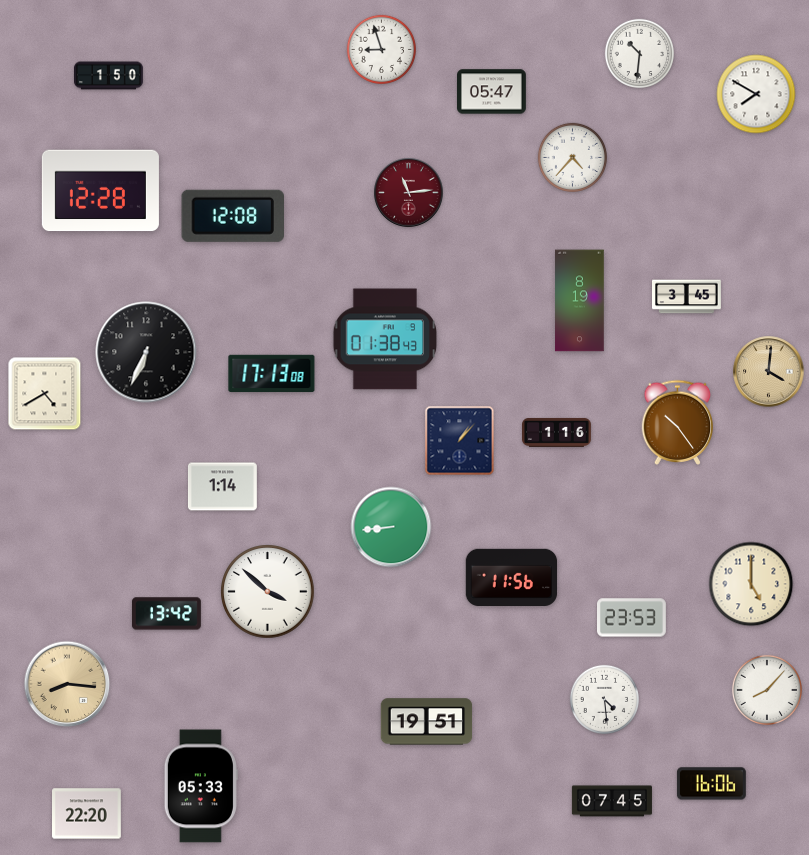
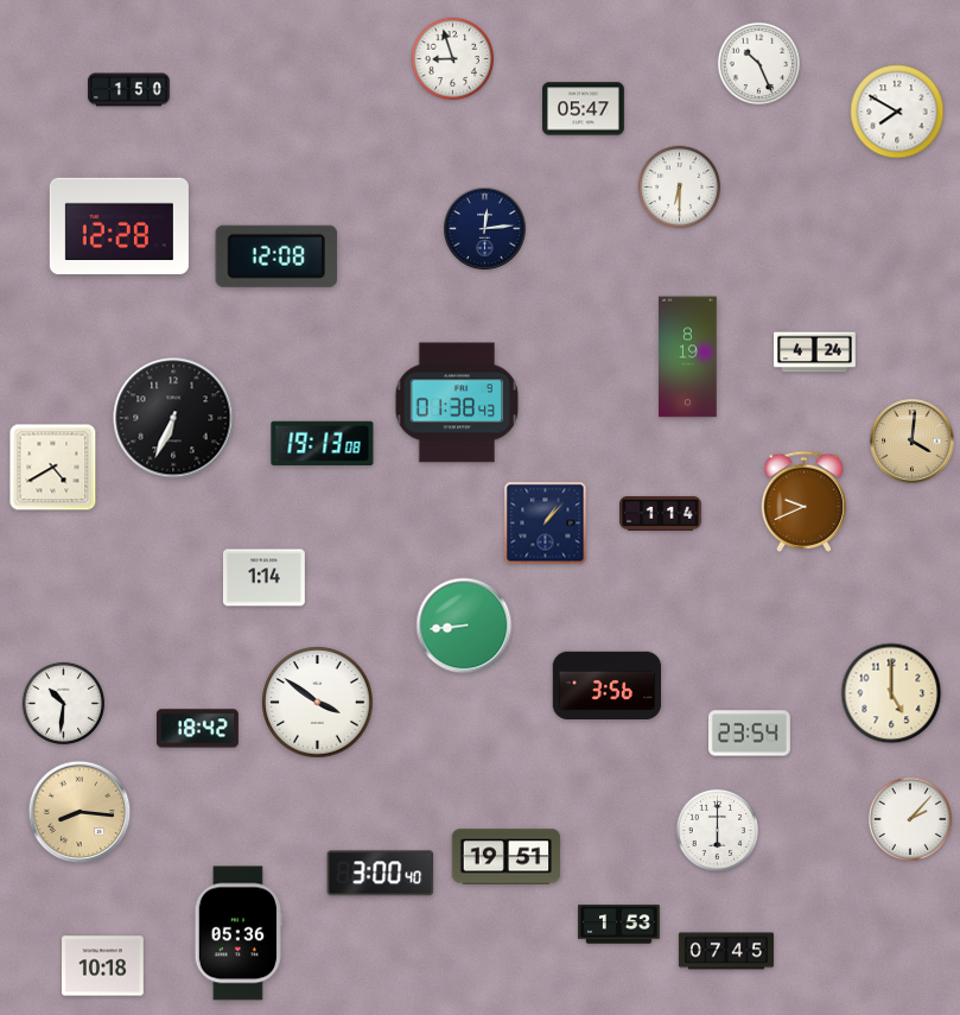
clock at (639, 53): 10:31 -> 10:26
clock at (572, 157): 4:37 -> 6:30
clock at (409, 193): 11:14 -> 12:14
clock at (409, 193) dial: burgundy -> navy
clock at (687, 297): 3:45 -> 4:24
clock at (272, 374): 17:13 -> 19:13
clock at (678, 422): 10:24 -> 9:41
clock at (557, 432): 1:16 -> 1:14
clock at (512, 577): 11:56 -> 3:56
clock at (63, 703): none -> 10:31
clock at (268, 592): 3:52 -> 3:51
clock at (166, 614): 13:42 -> 18:42
clock at (632, 618): 23:53 -> 23:54
clock at (767, 690): 8:07 -> 2:07
clock at (604, 699): 4:29 -> 6:00
clock at (381, 874): none -> 3:00
clock at (619, 925): none -> 1:53
clock at (711, 784): 16:06 -> none
clock at (201, 786): 05:33 -> 05:36
clock at (87, 814): 22:20 -> 10:18
